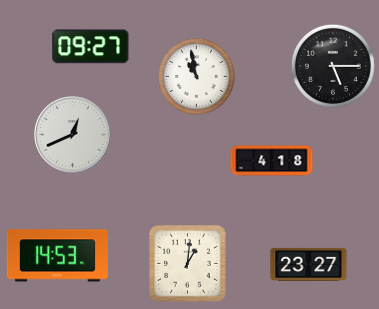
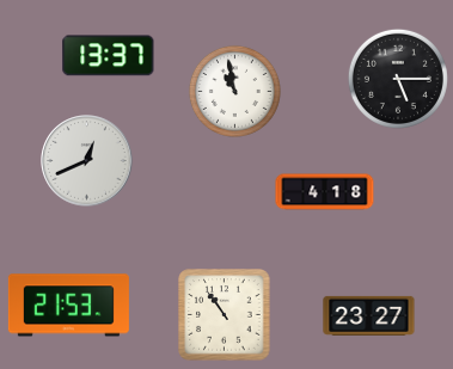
clock at (91, 47): 09:27 -> 13:37
clock at (57, 256): 14:53 -> 21:53
clock at (188, 264): 1:01 -> 10:54
